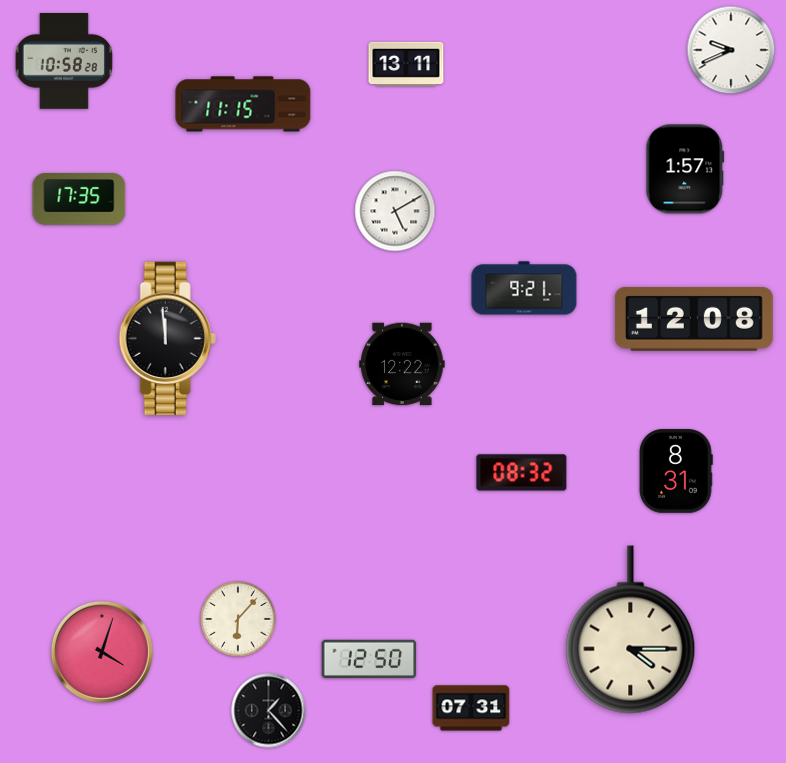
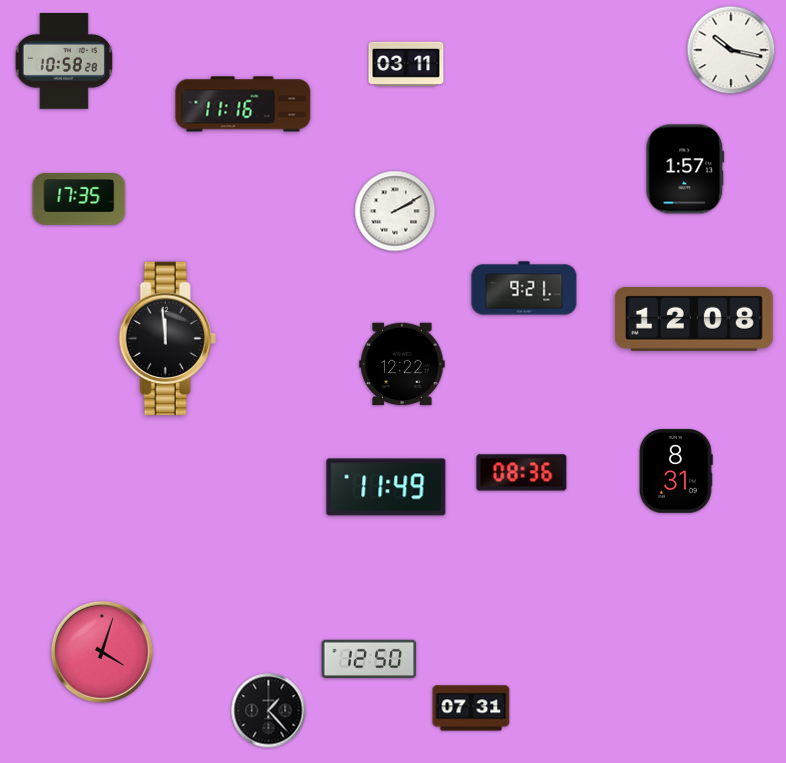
clock at (731, 50): 9:41 -> 10:17
clock at (406, 64): 13:11 -> 03:11
clock at (243, 104): 11:15 -> 11:16
clock at (395, 211): 5:10 -> 2:10
clock at (522, 473): 08:32 -> 08:36
clock at (386, 487): none -> 11:49
clock at (238, 619): 6:07 -> none
clock at (631, 630): 4:15 -> none
